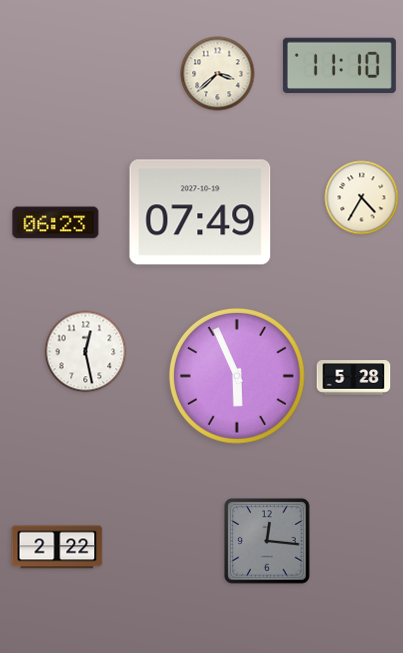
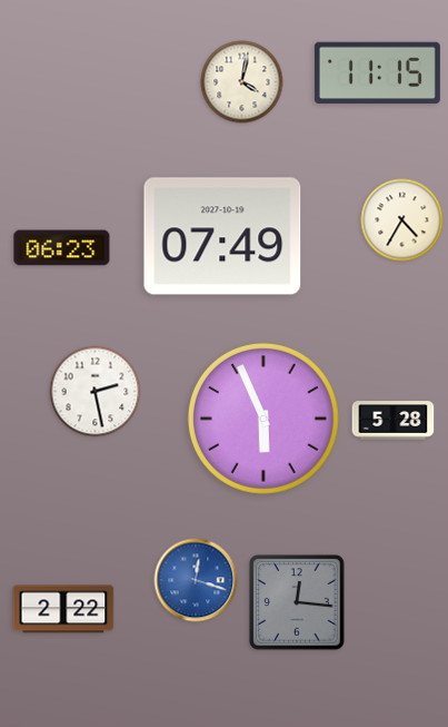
clock at (339, 66): 11:10 -> 11:15
clock at (218, 74): 3:38 -> 4:02
clock at (86, 352): 12:28 -> 2:28
clock at (196, 580): none -> 12:18
